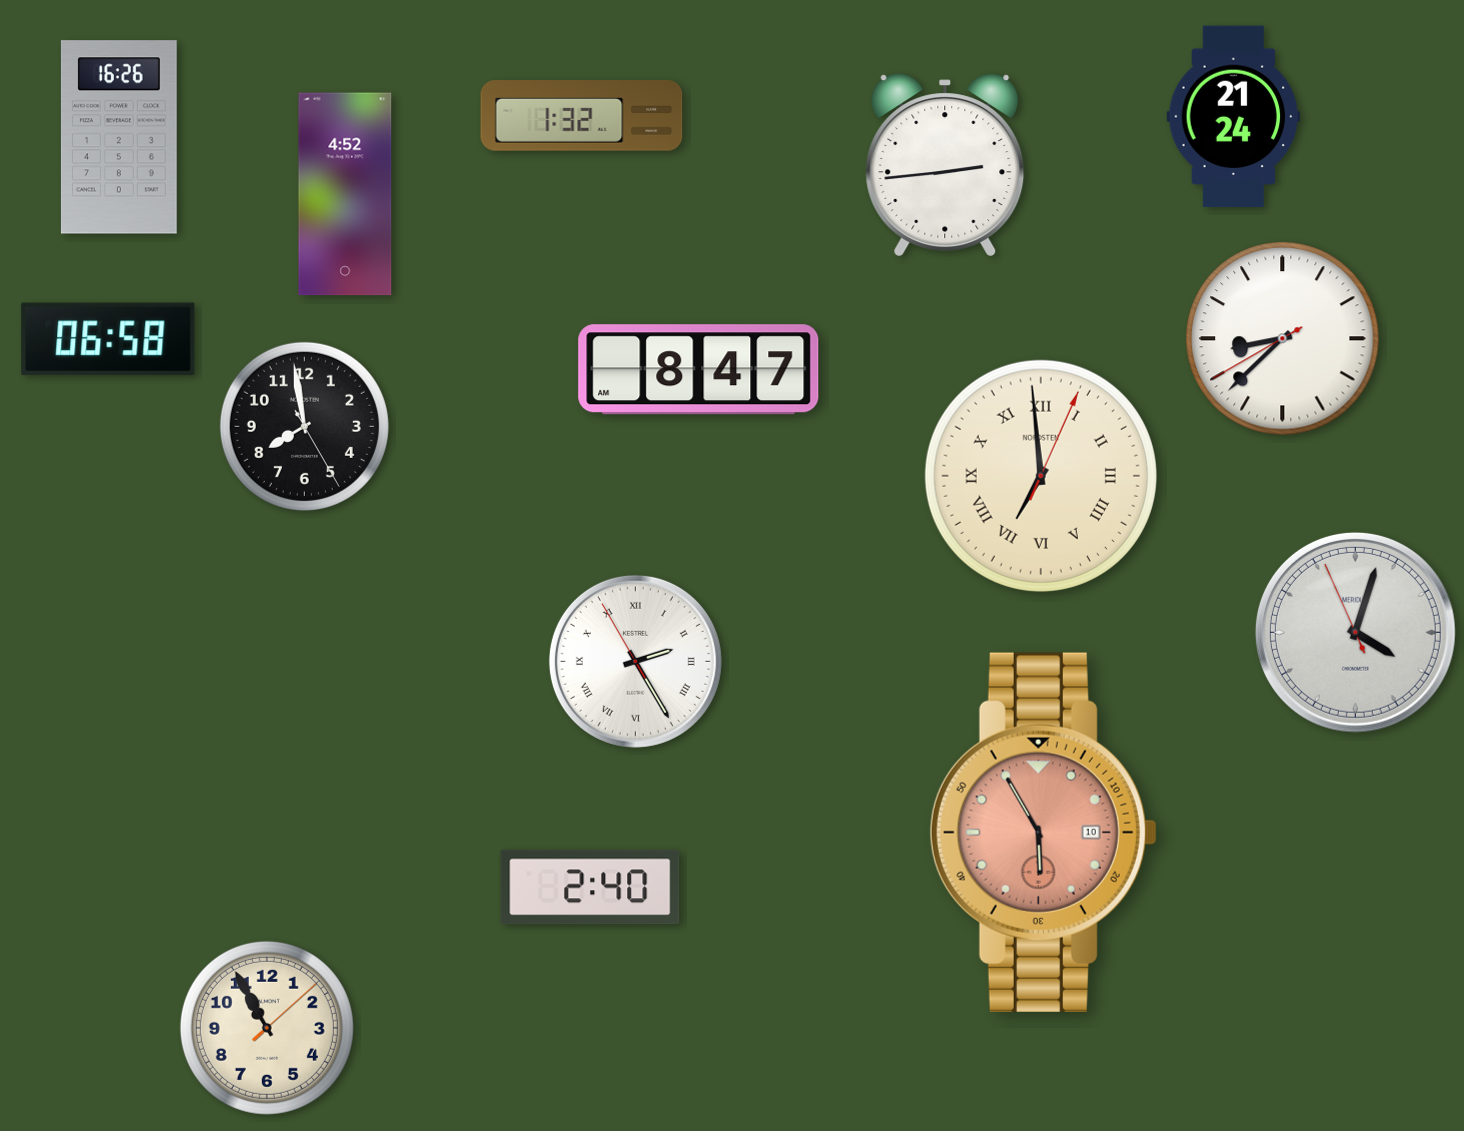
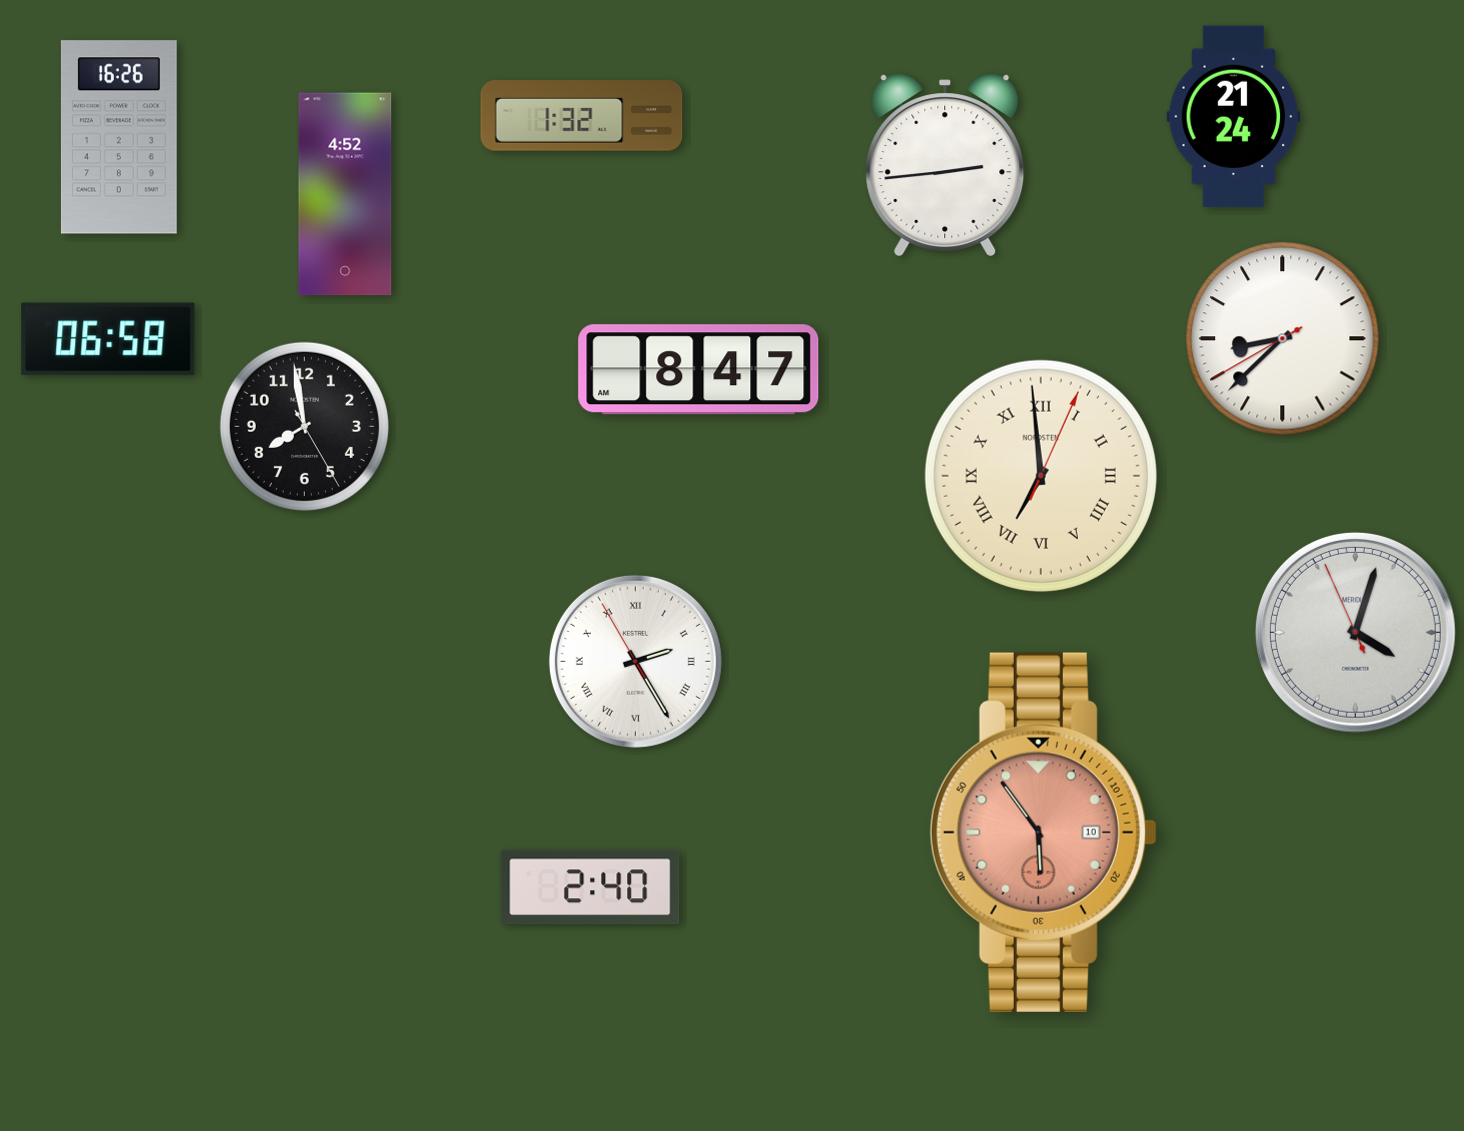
clock at (1043, 832): 5:55 -> 5:54
clock at (267, 1028): 10:55 -> none
